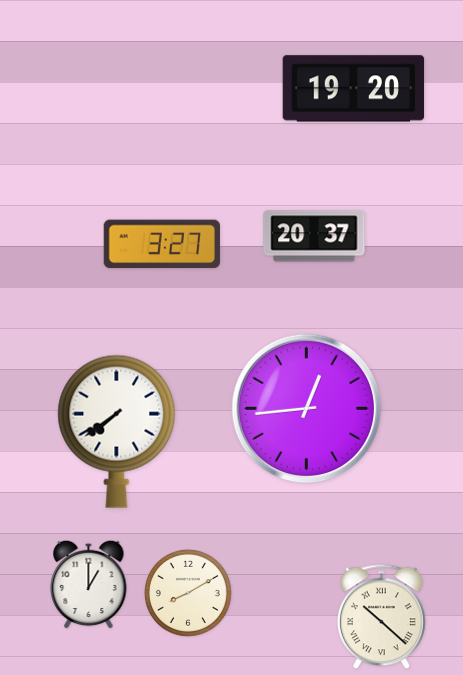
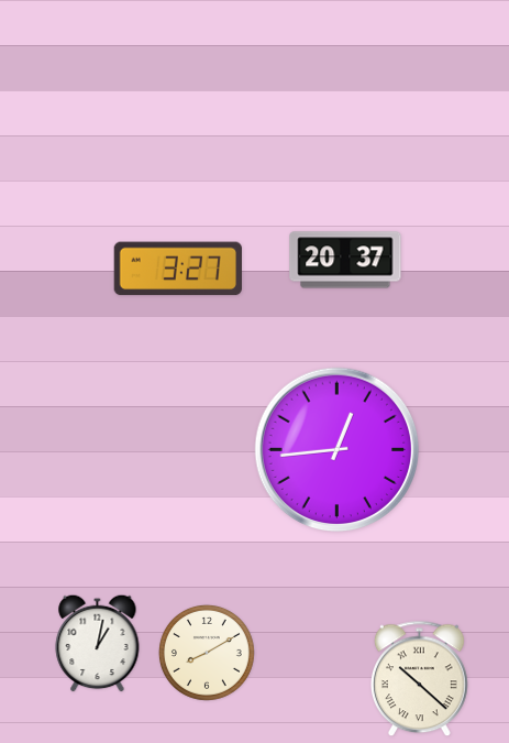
clock at (354, 89): 19:20 -> none
clock at (117, 431): 7:39 -> none
clock at (89, 584): 1:00 -> 1:02
